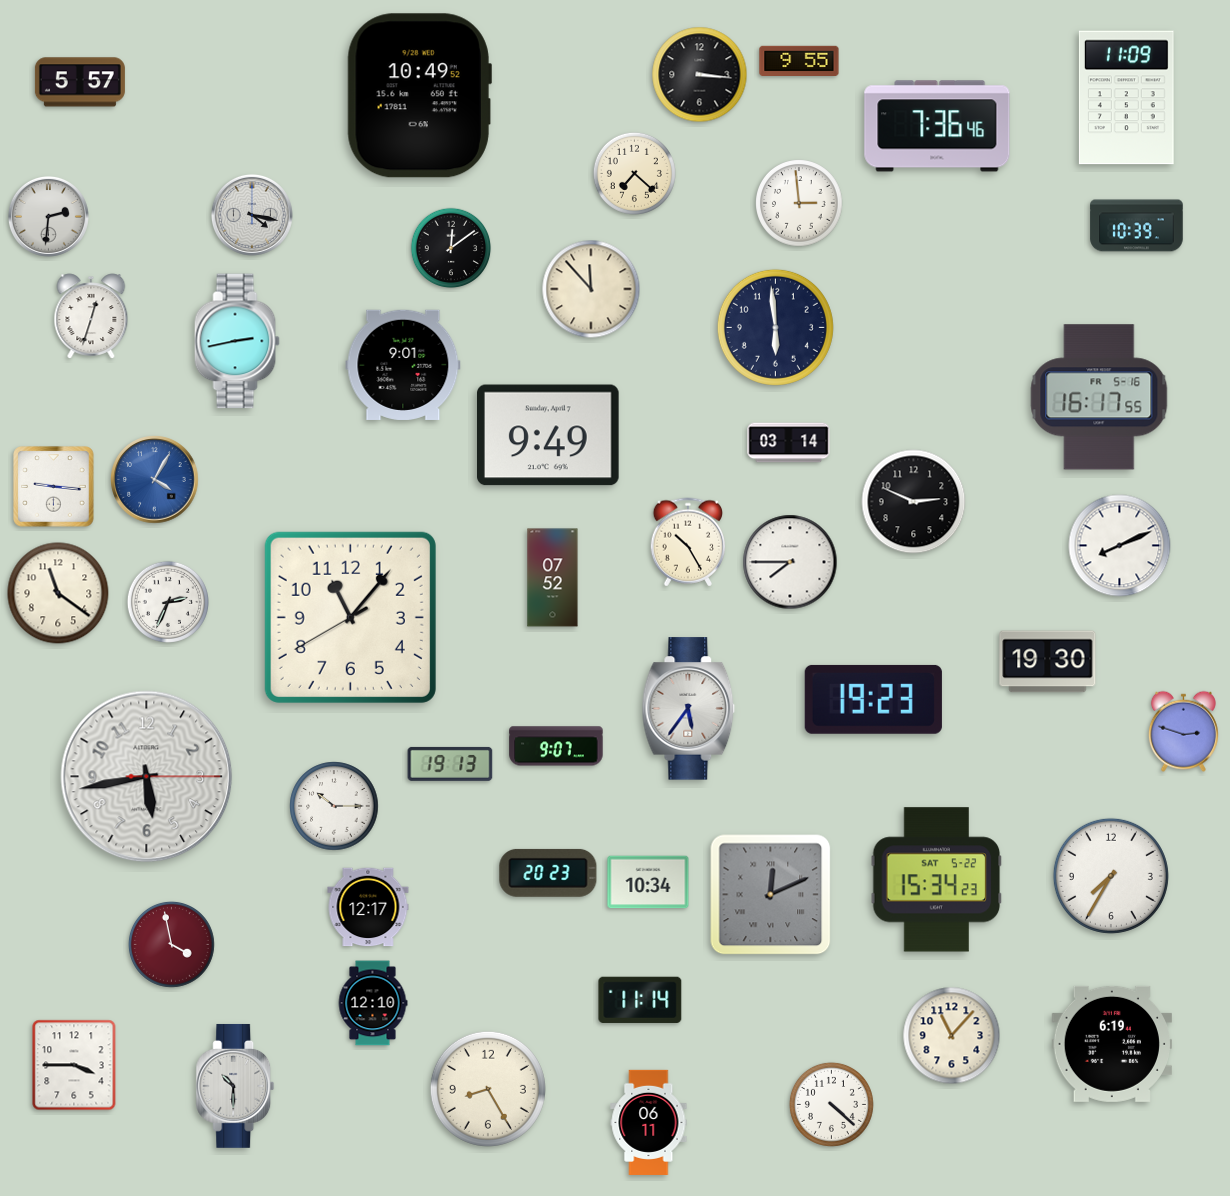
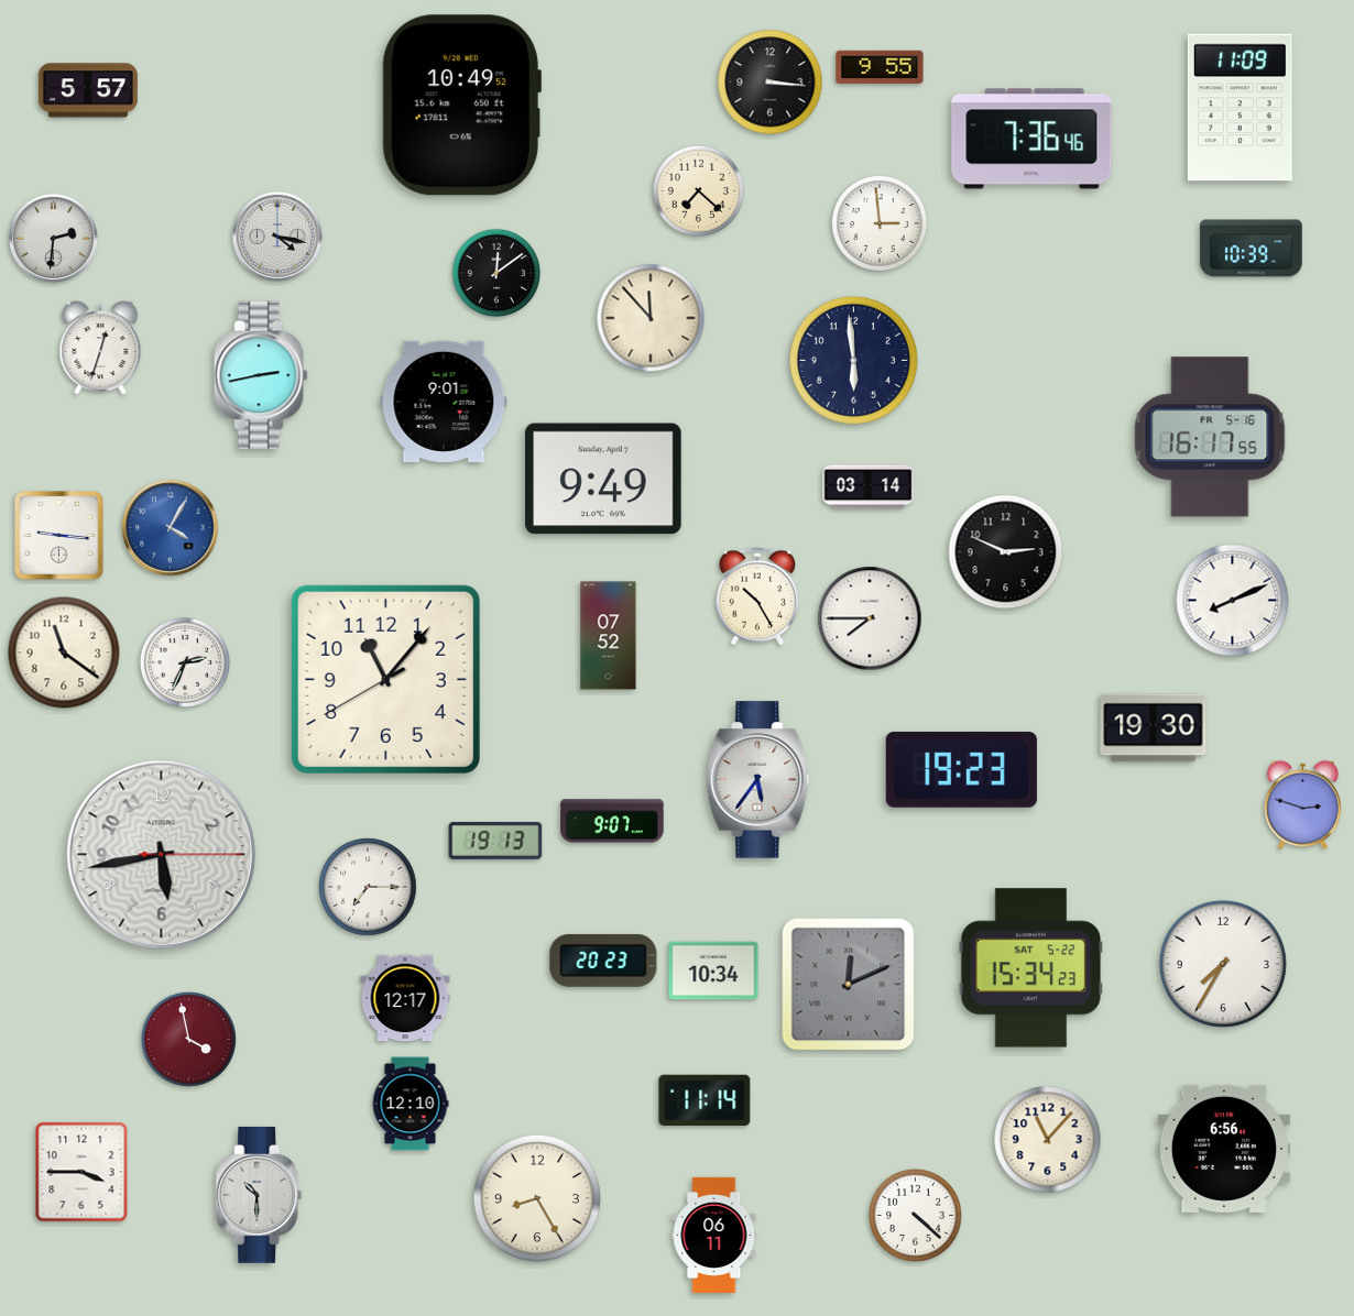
clock at (334, 806): 10:15 -> 7:15
clock at (1111, 1044): 6:19 -> 6:56
